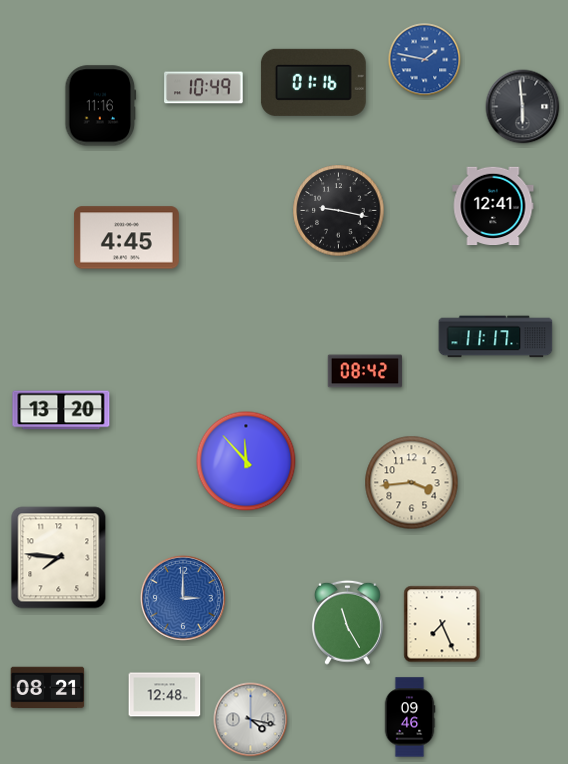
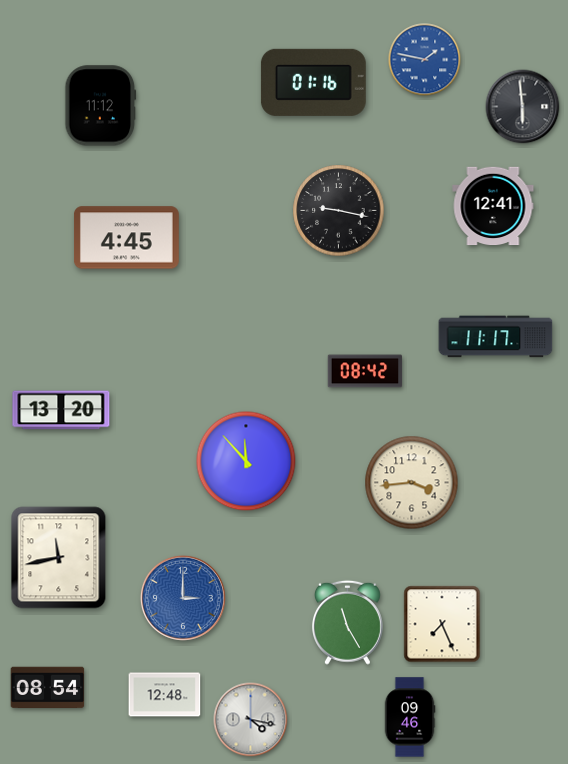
clock at (204, 88): 10:49 -> none
clock at (101, 106): 11:16 -> 11:12
clock at (59, 558): 7:46 -> 11:43
clock at (48, 688): 08:21 -> 08:54
